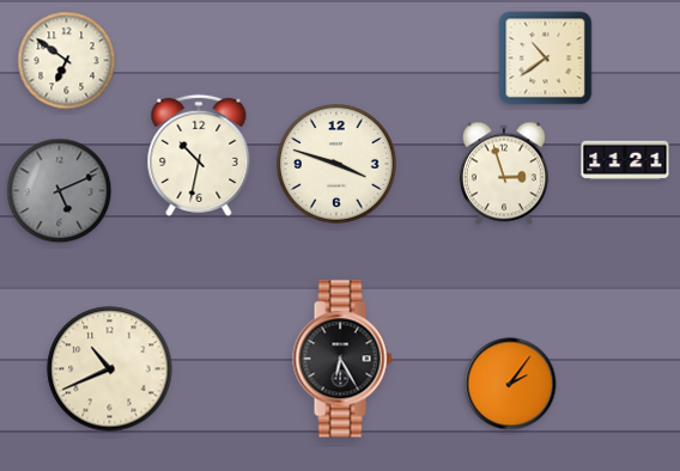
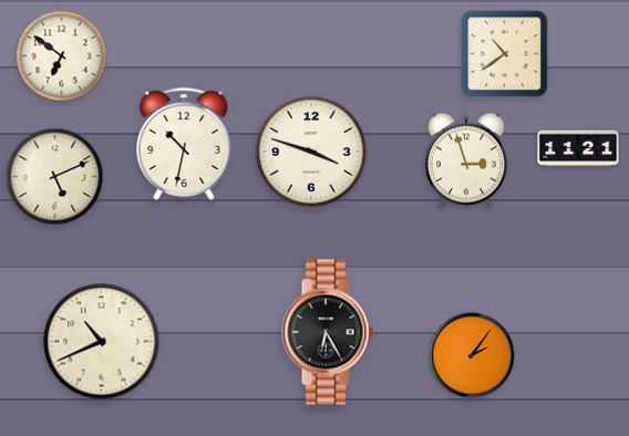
clock at (60, 191) dial: grey -> cream
clock at (342, 359) position: (342, 359) -> (328, 332)
